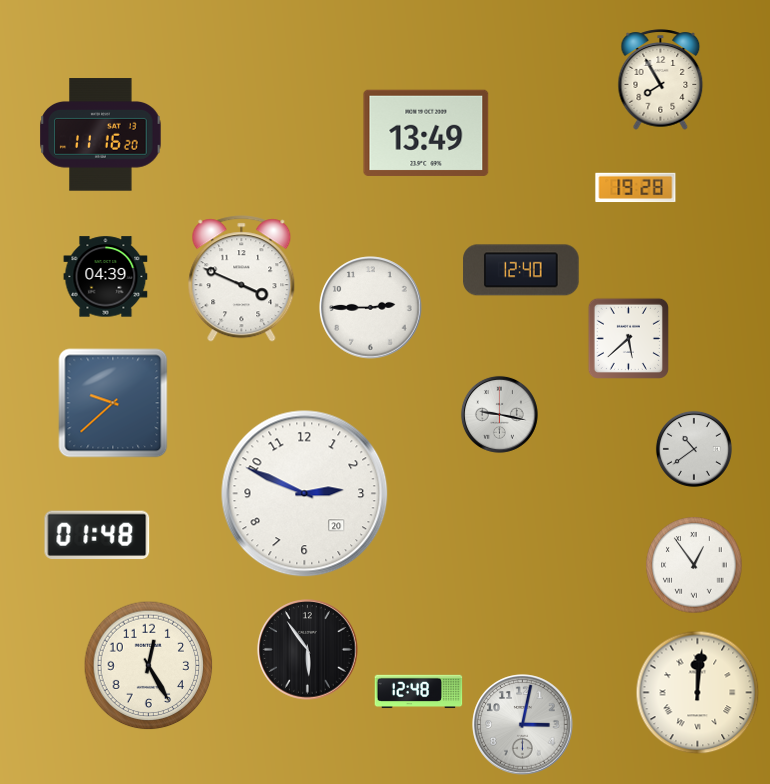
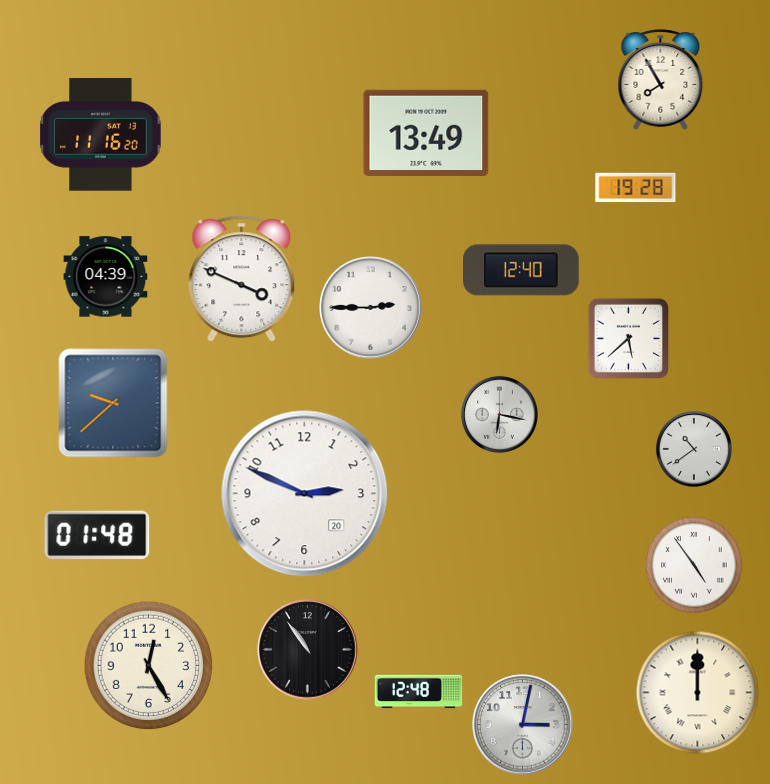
clock at (499, 414): 9:17 -> 6:17
clock at (694, 565): 12:54 -> 4:54
clock at (308, 650): 5:54 -> 10:54
clock at (698, 693): 12:01 -> 12:00
